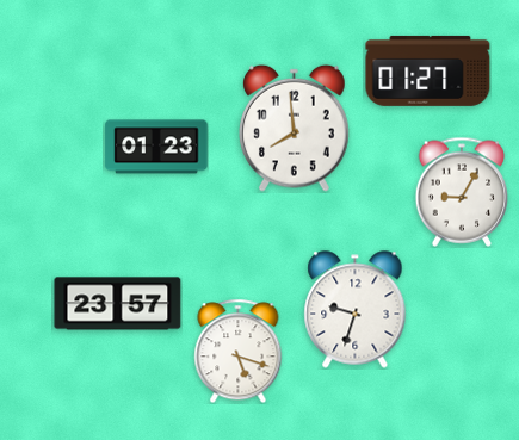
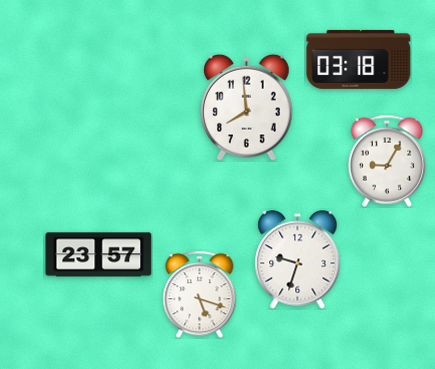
clock at (428, 70): 01:27 -> 03:18
clock at (156, 147): 01:23 -> none
